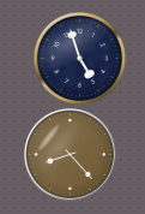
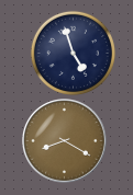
clock at (71, 155): 8:23 -> 8:20
